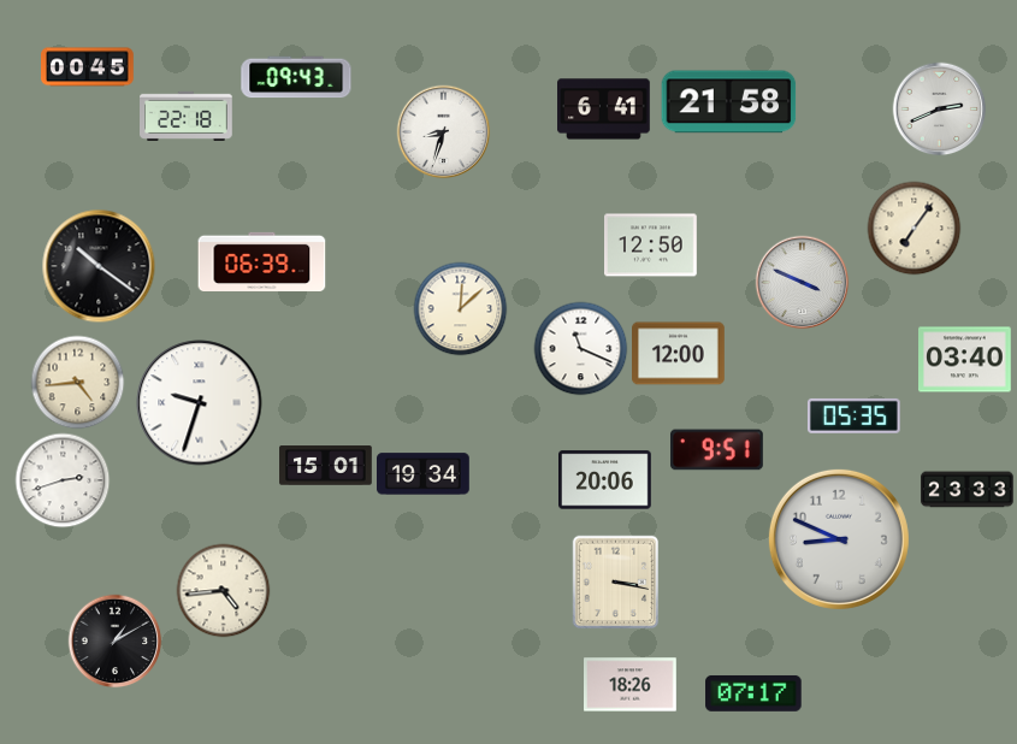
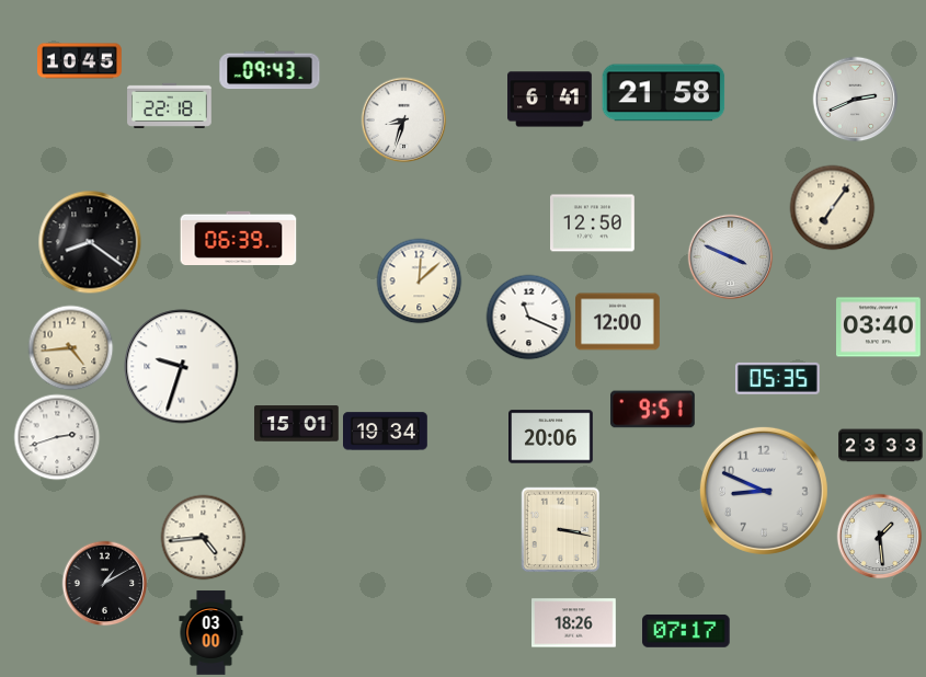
clock at (88, 67): 00:45 -> 10:45
clock at (99, 266): 10:21 -> 8:21
clock at (879, 536): none -> 1:29
clock at (212, 633): none -> 03:00
